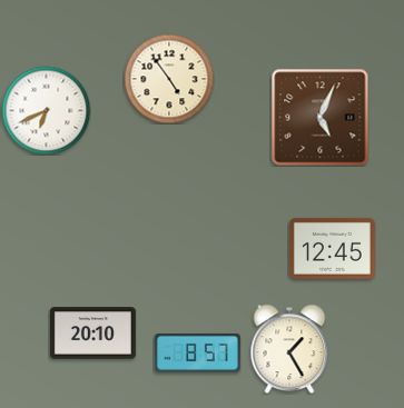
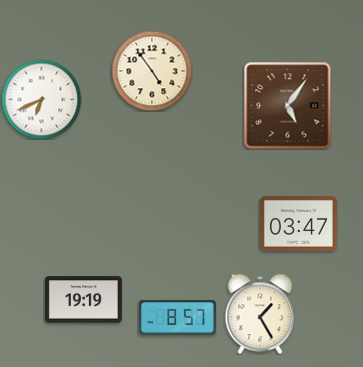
clock at (319, 117): 5:04 -> 5:06
clock at (332, 248): 12:45 -> 03:47
clock at (92, 334): 20:10 -> 19:19
